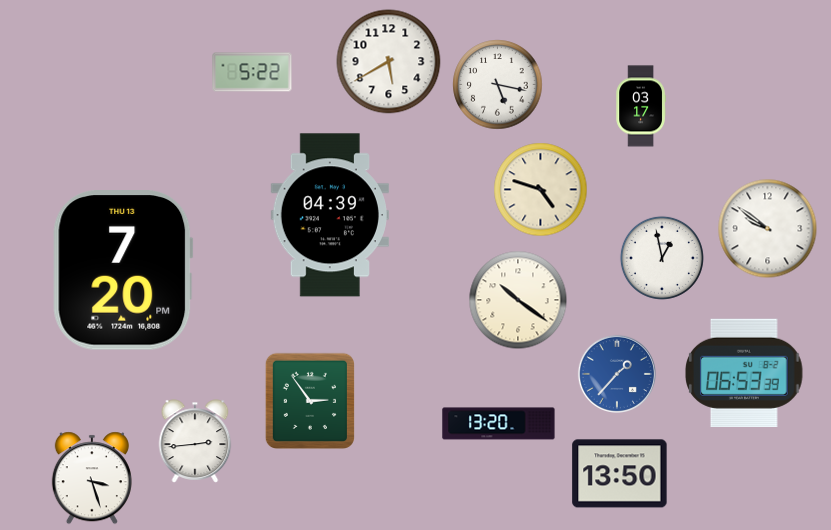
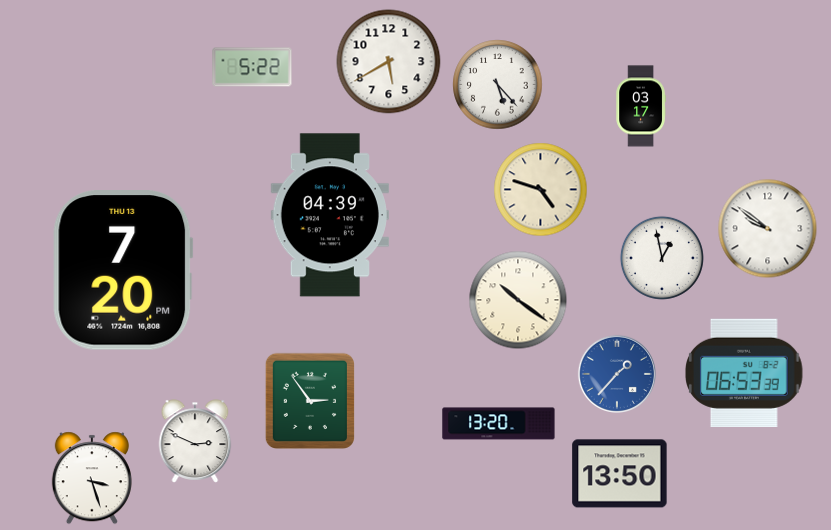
clock at (252, 72) position: (252, 72) -> (252, 67)
clock at (498, 85): 5:17 -> 5:23
clock at (195, 441): 2:44 -> 2:49
